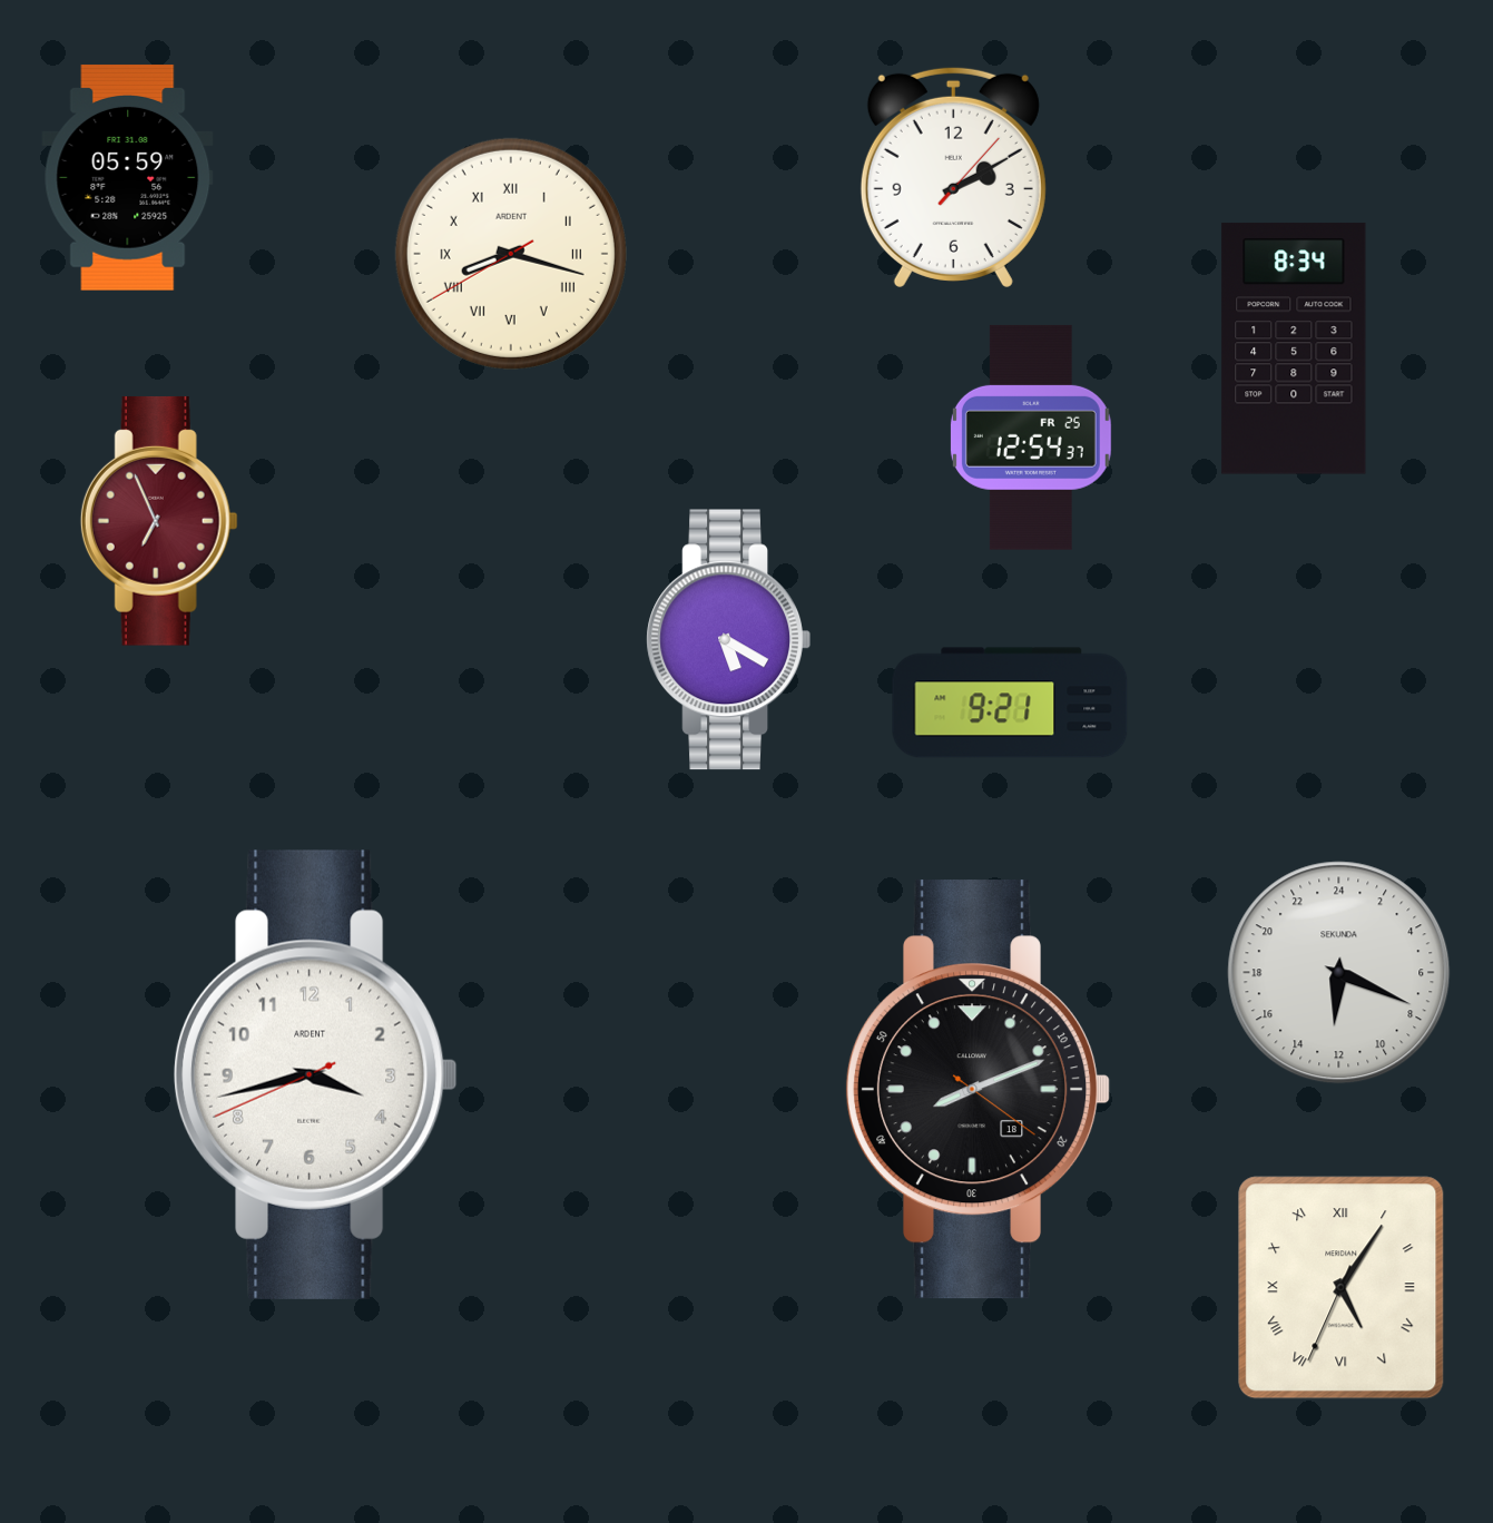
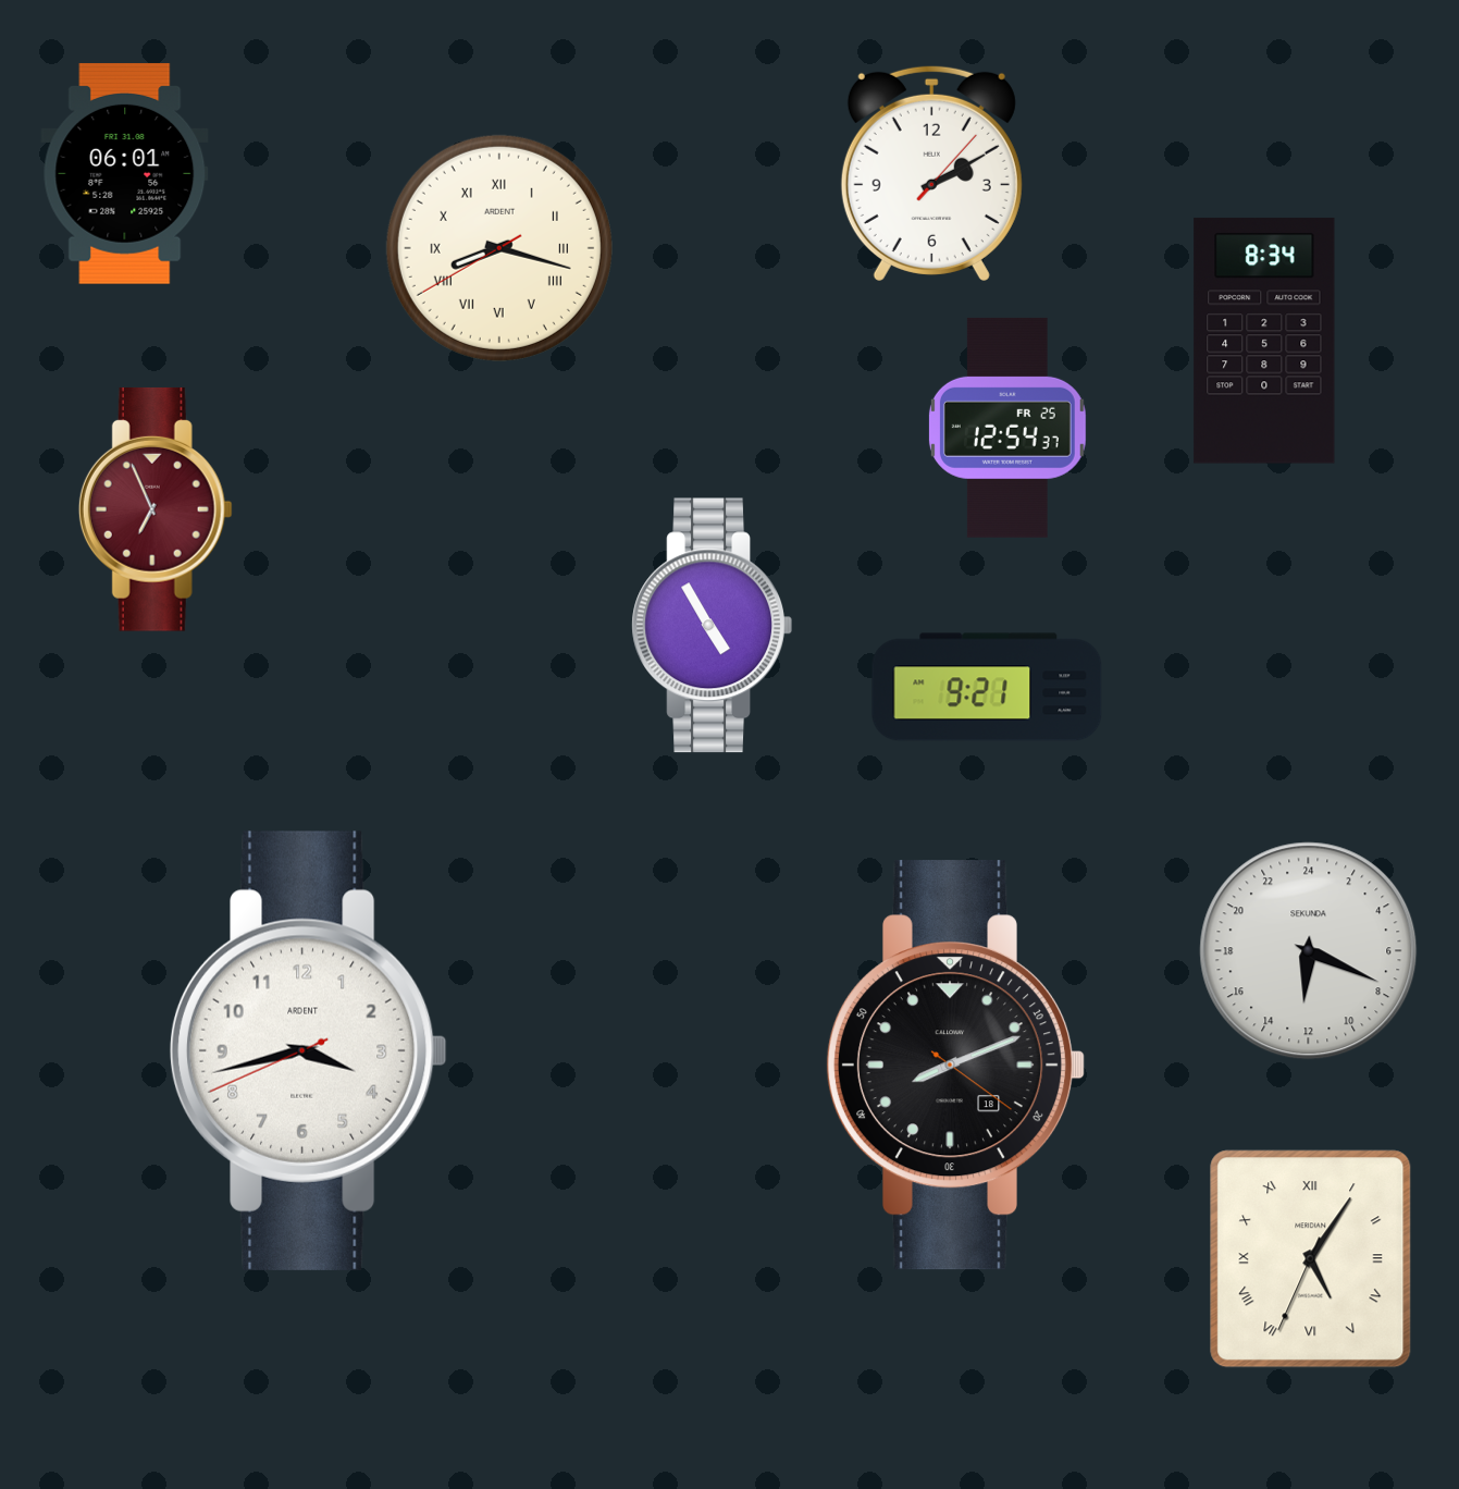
clock at (128, 177): 05:59 -> 06:01
clock at (728, 640): 5:20 -> 4:55
